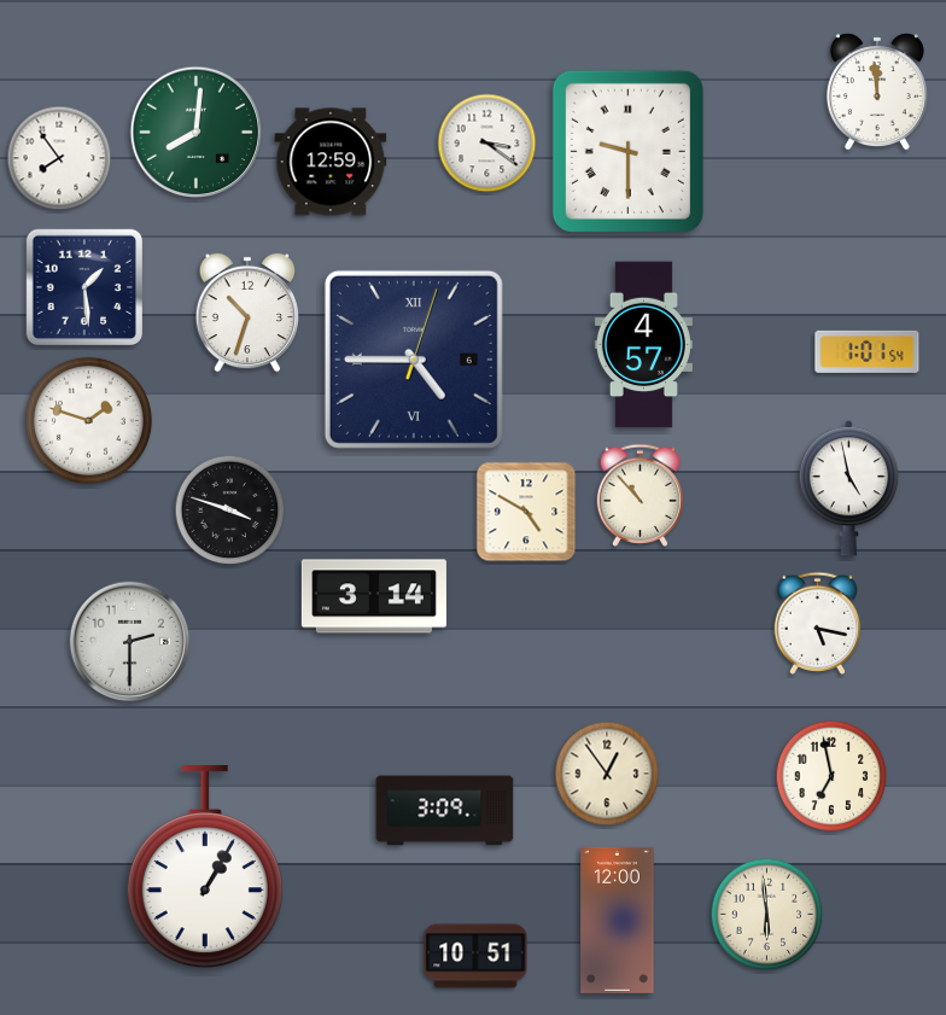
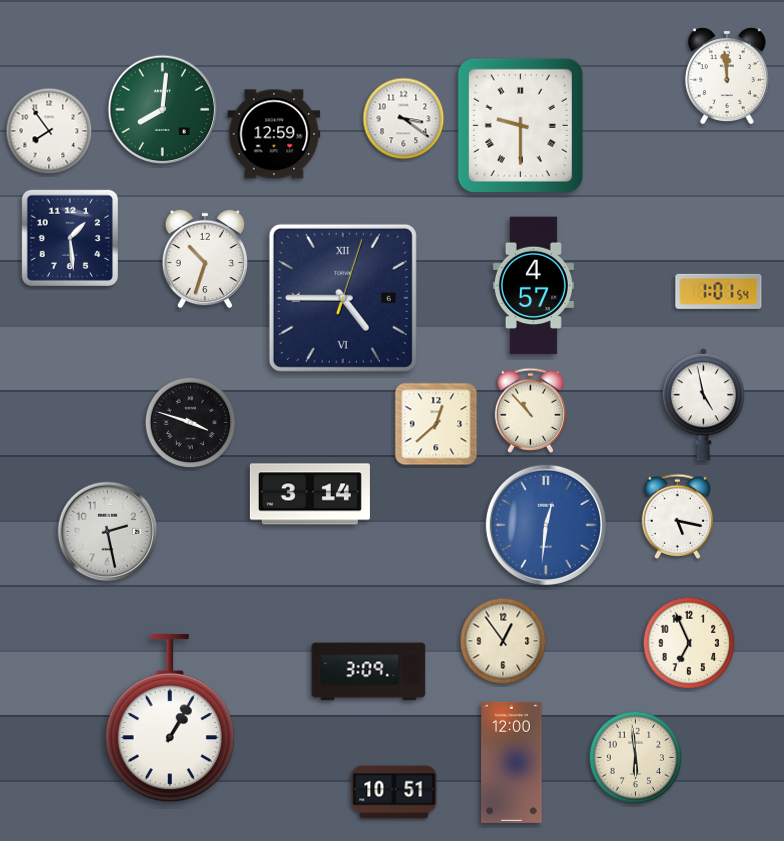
clock at (88, 420): 1:48 -> none
clock at (526, 512): 4:50 -> 12:38
clock at (546, 525): none -> 12:31
clock at (130, 642): 2:30 -> 2:28
clock at (831, 776): 6:58 -> 6:56
